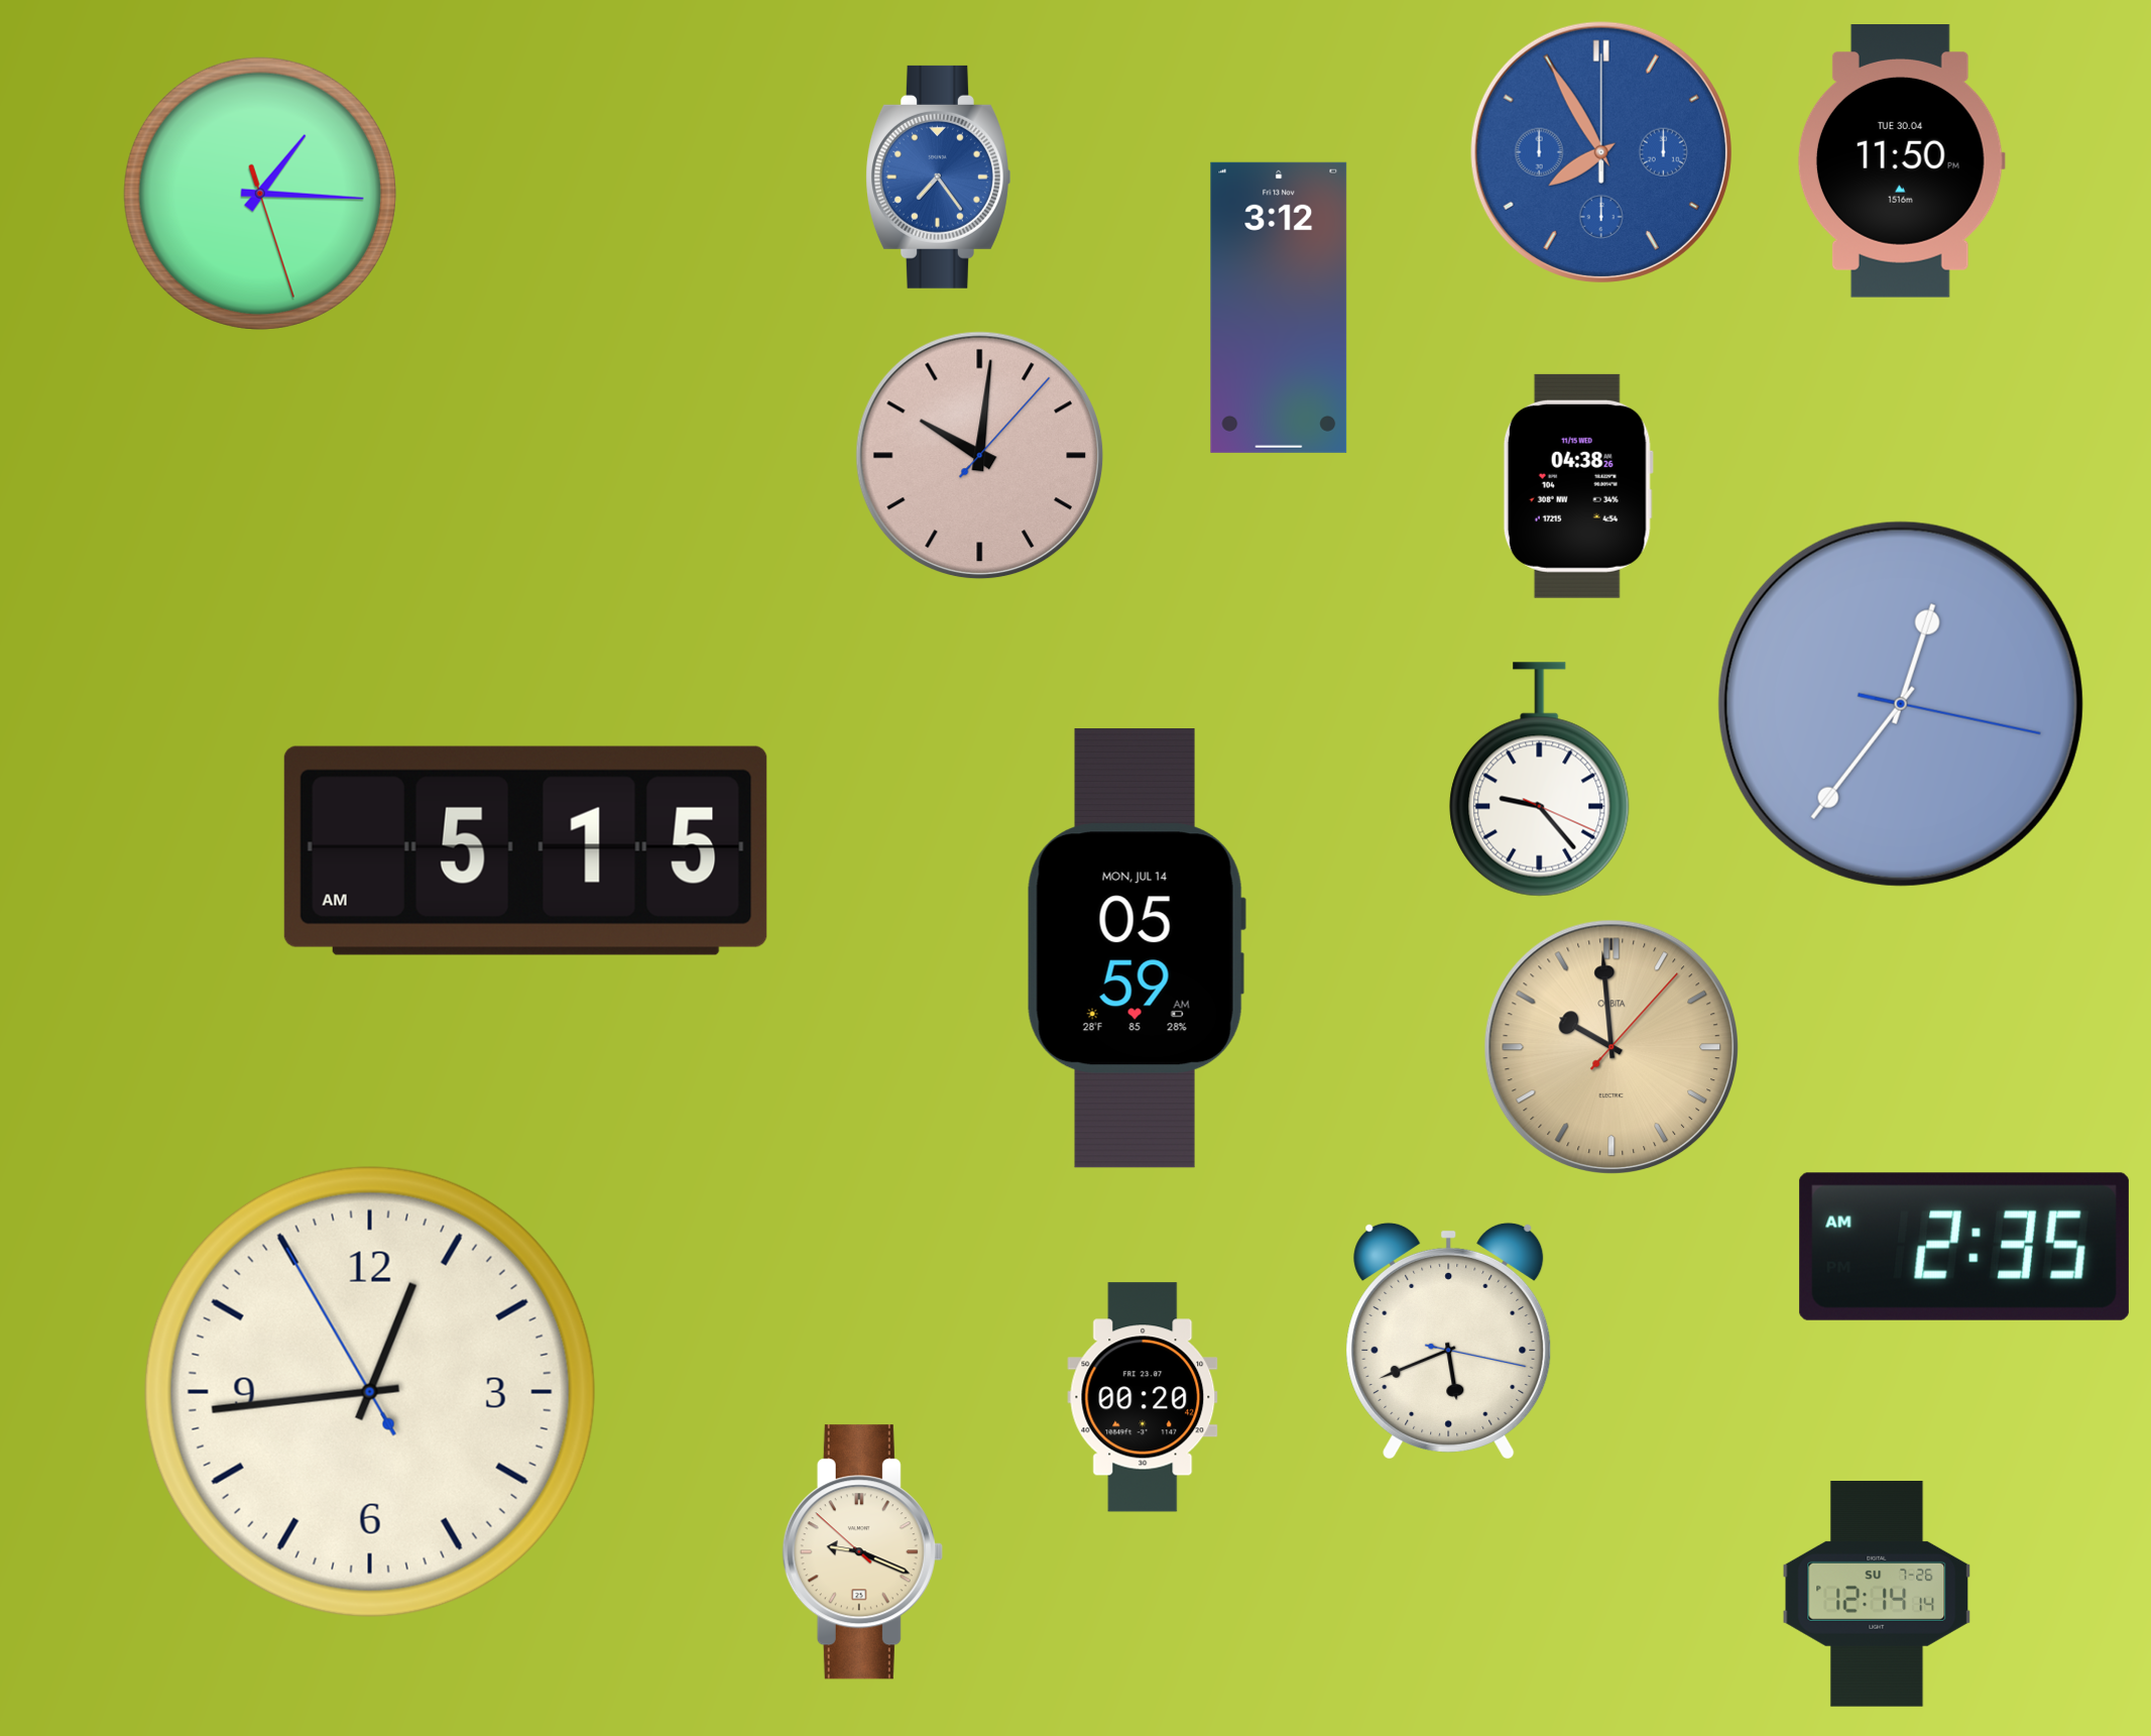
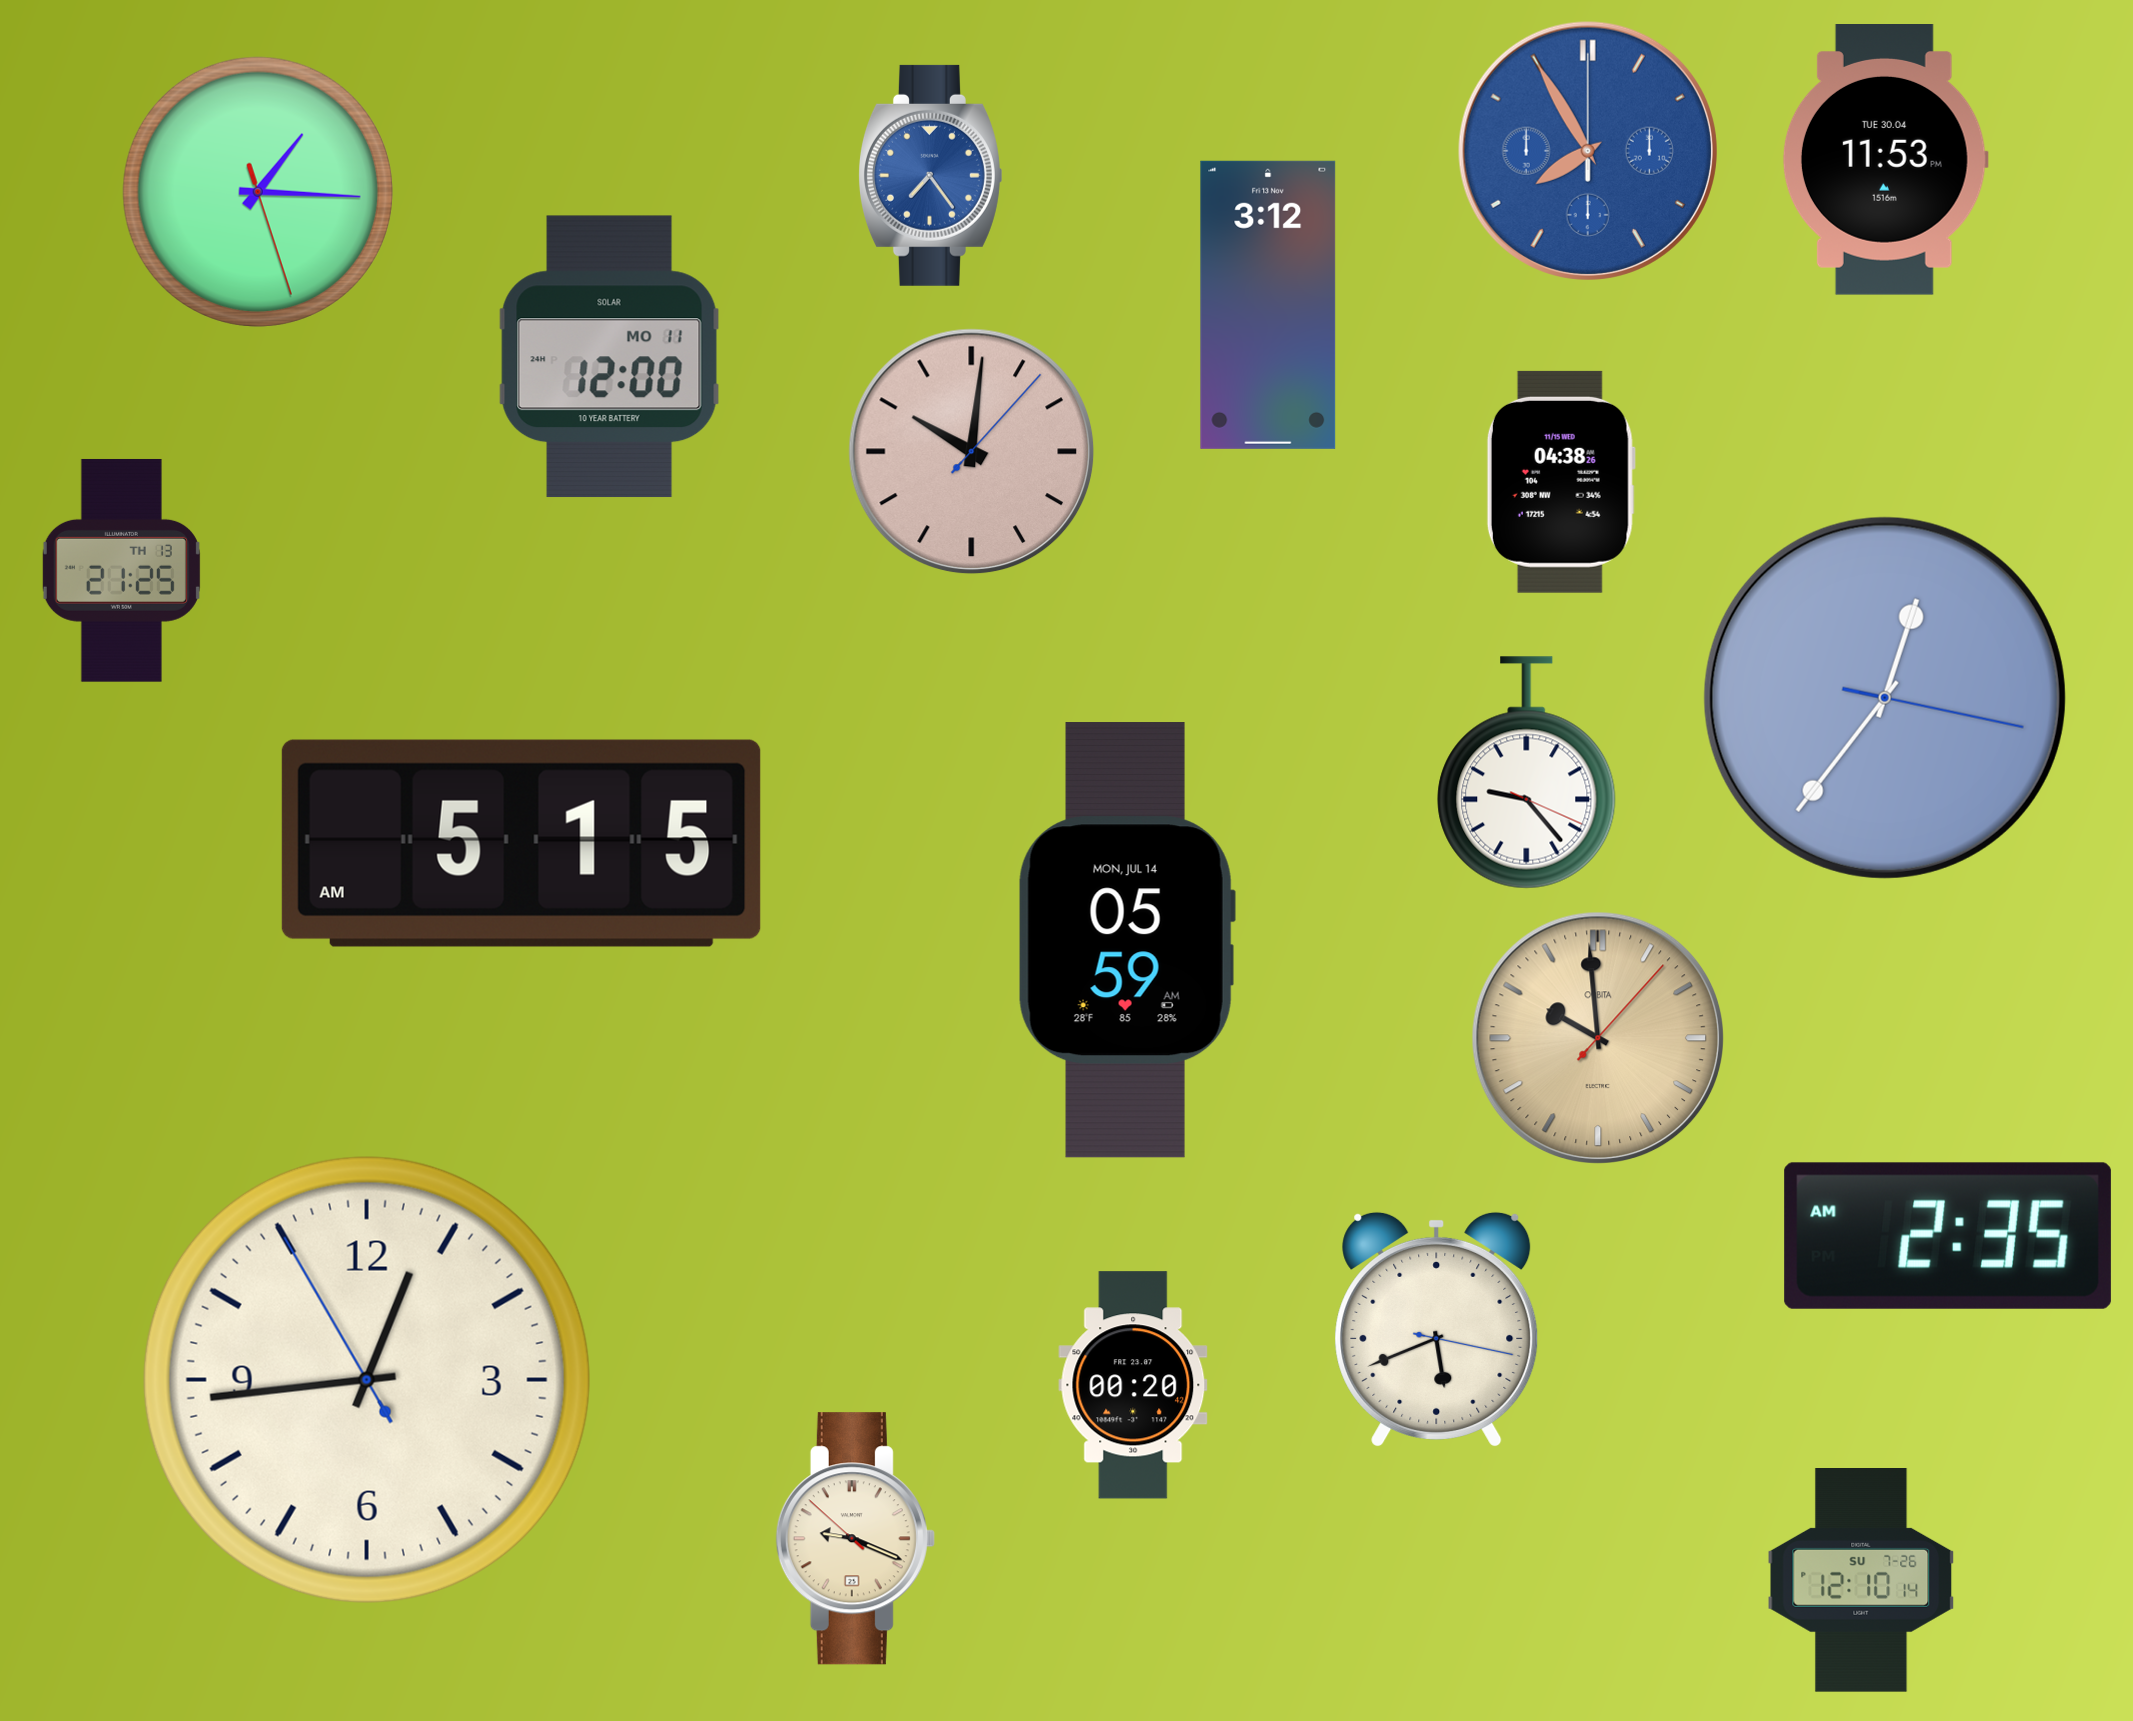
clock at (1901, 161): 11:50 -> 11:53
clock at (610, 356): none -> 12:00
clock at (1578, 486) position: (1578, 486) -> (1561, 482)
clock at (121, 570): none -> 21:25
clock at (1877, 1595): 12:14 -> 12:10
